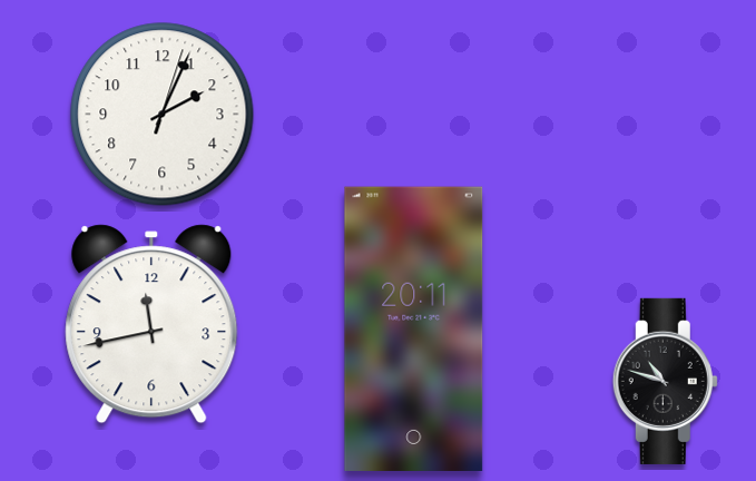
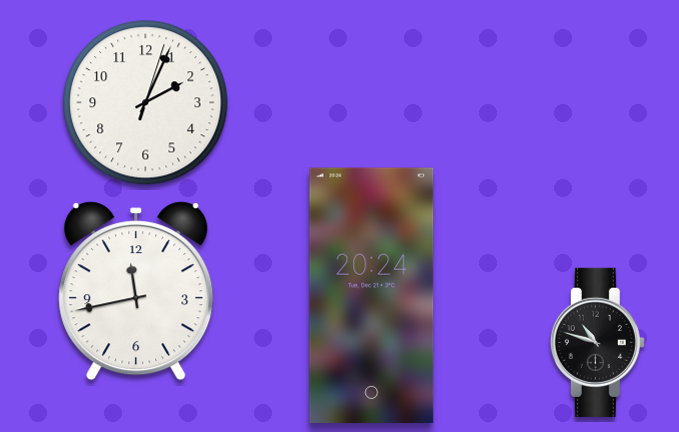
clock at (414, 328): 20:11 -> 20:24
